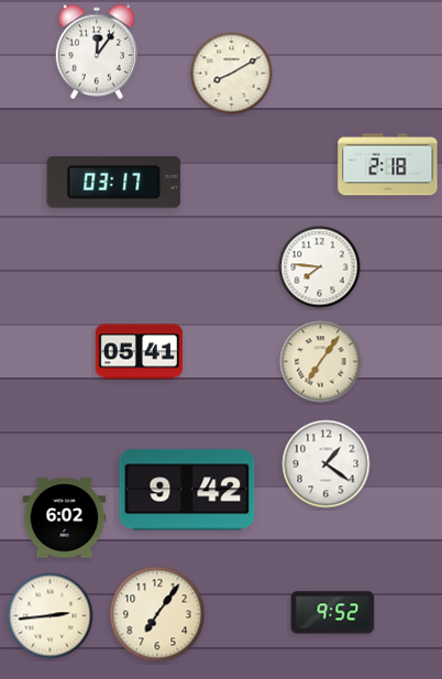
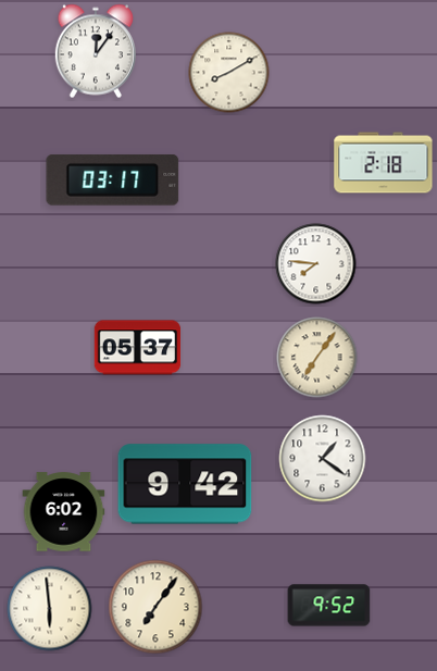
clock at (140, 352): 05:41 -> 05:37
clock at (51, 616): 2:44 -> 5:59
